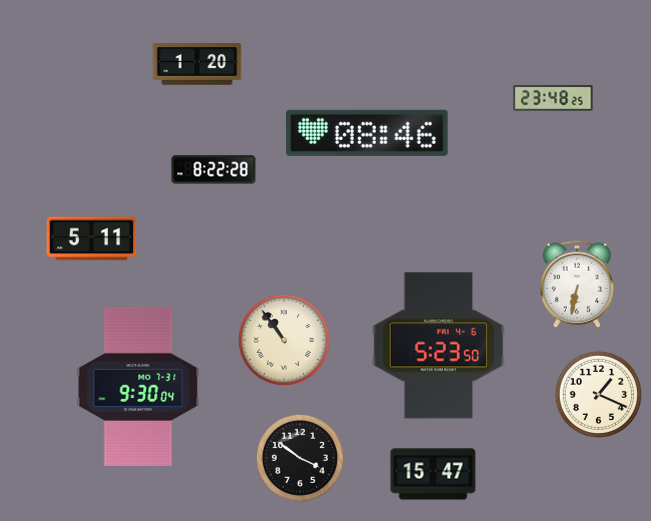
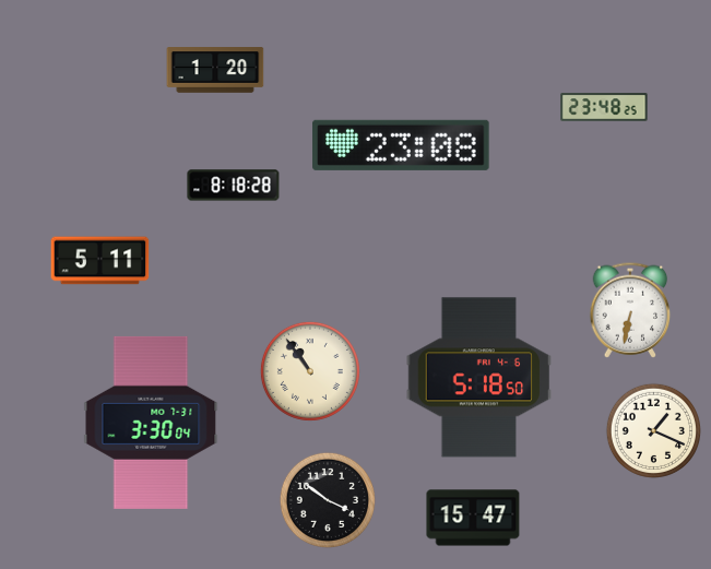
clock at (367, 133): 08:46 -> 23:08
clock at (214, 170): 8:22 -> 8:18
clock at (439, 346): 5:23 -> 5:18
clock at (138, 387): 9:30 -> 3:30
